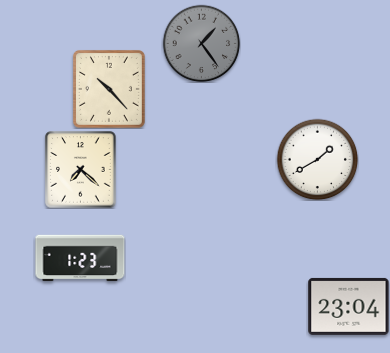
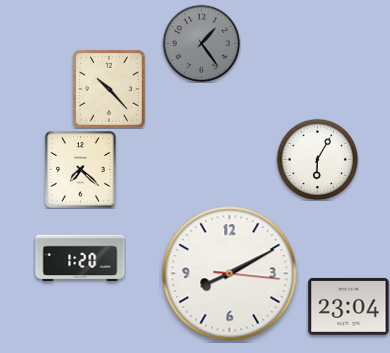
clock at (317, 159): 1:40 -> 6:05
clock at (80, 258): 1:23 -> 1:20
clock at (230, 274): none -> 8:10
